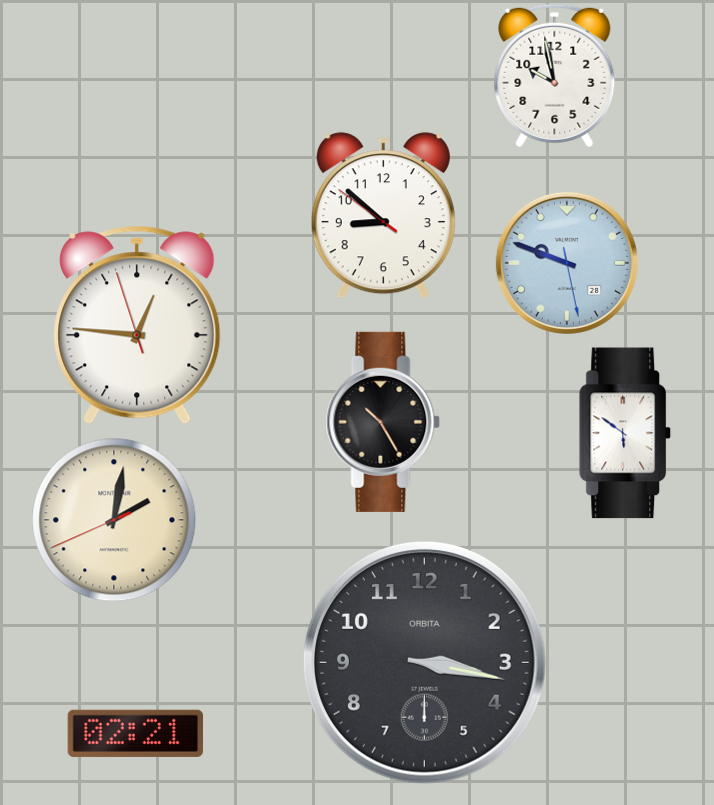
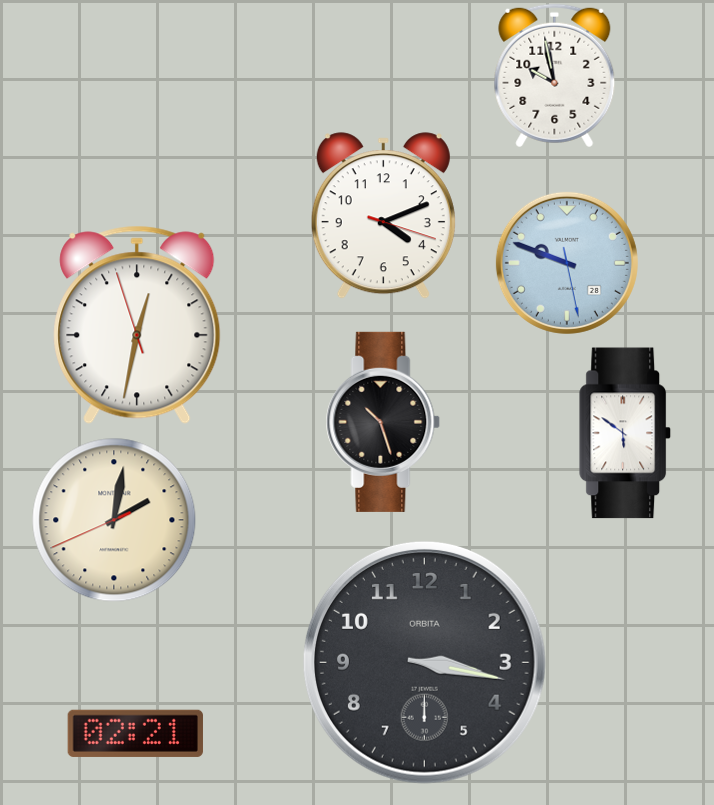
clock at (383, 216): 8:51 -> 4:11
clock at (137, 325): 12:45 -> 12:31
clock at (383, 422): 10:25 -> 10:27
